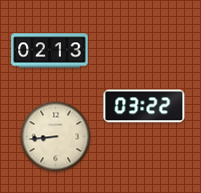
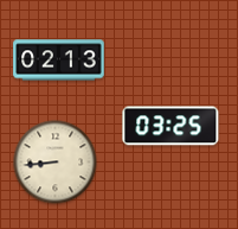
clock at (144, 106): 03:22 -> 03:25
clock at (56, 137) position: (56, 137) -> (56, 163)
